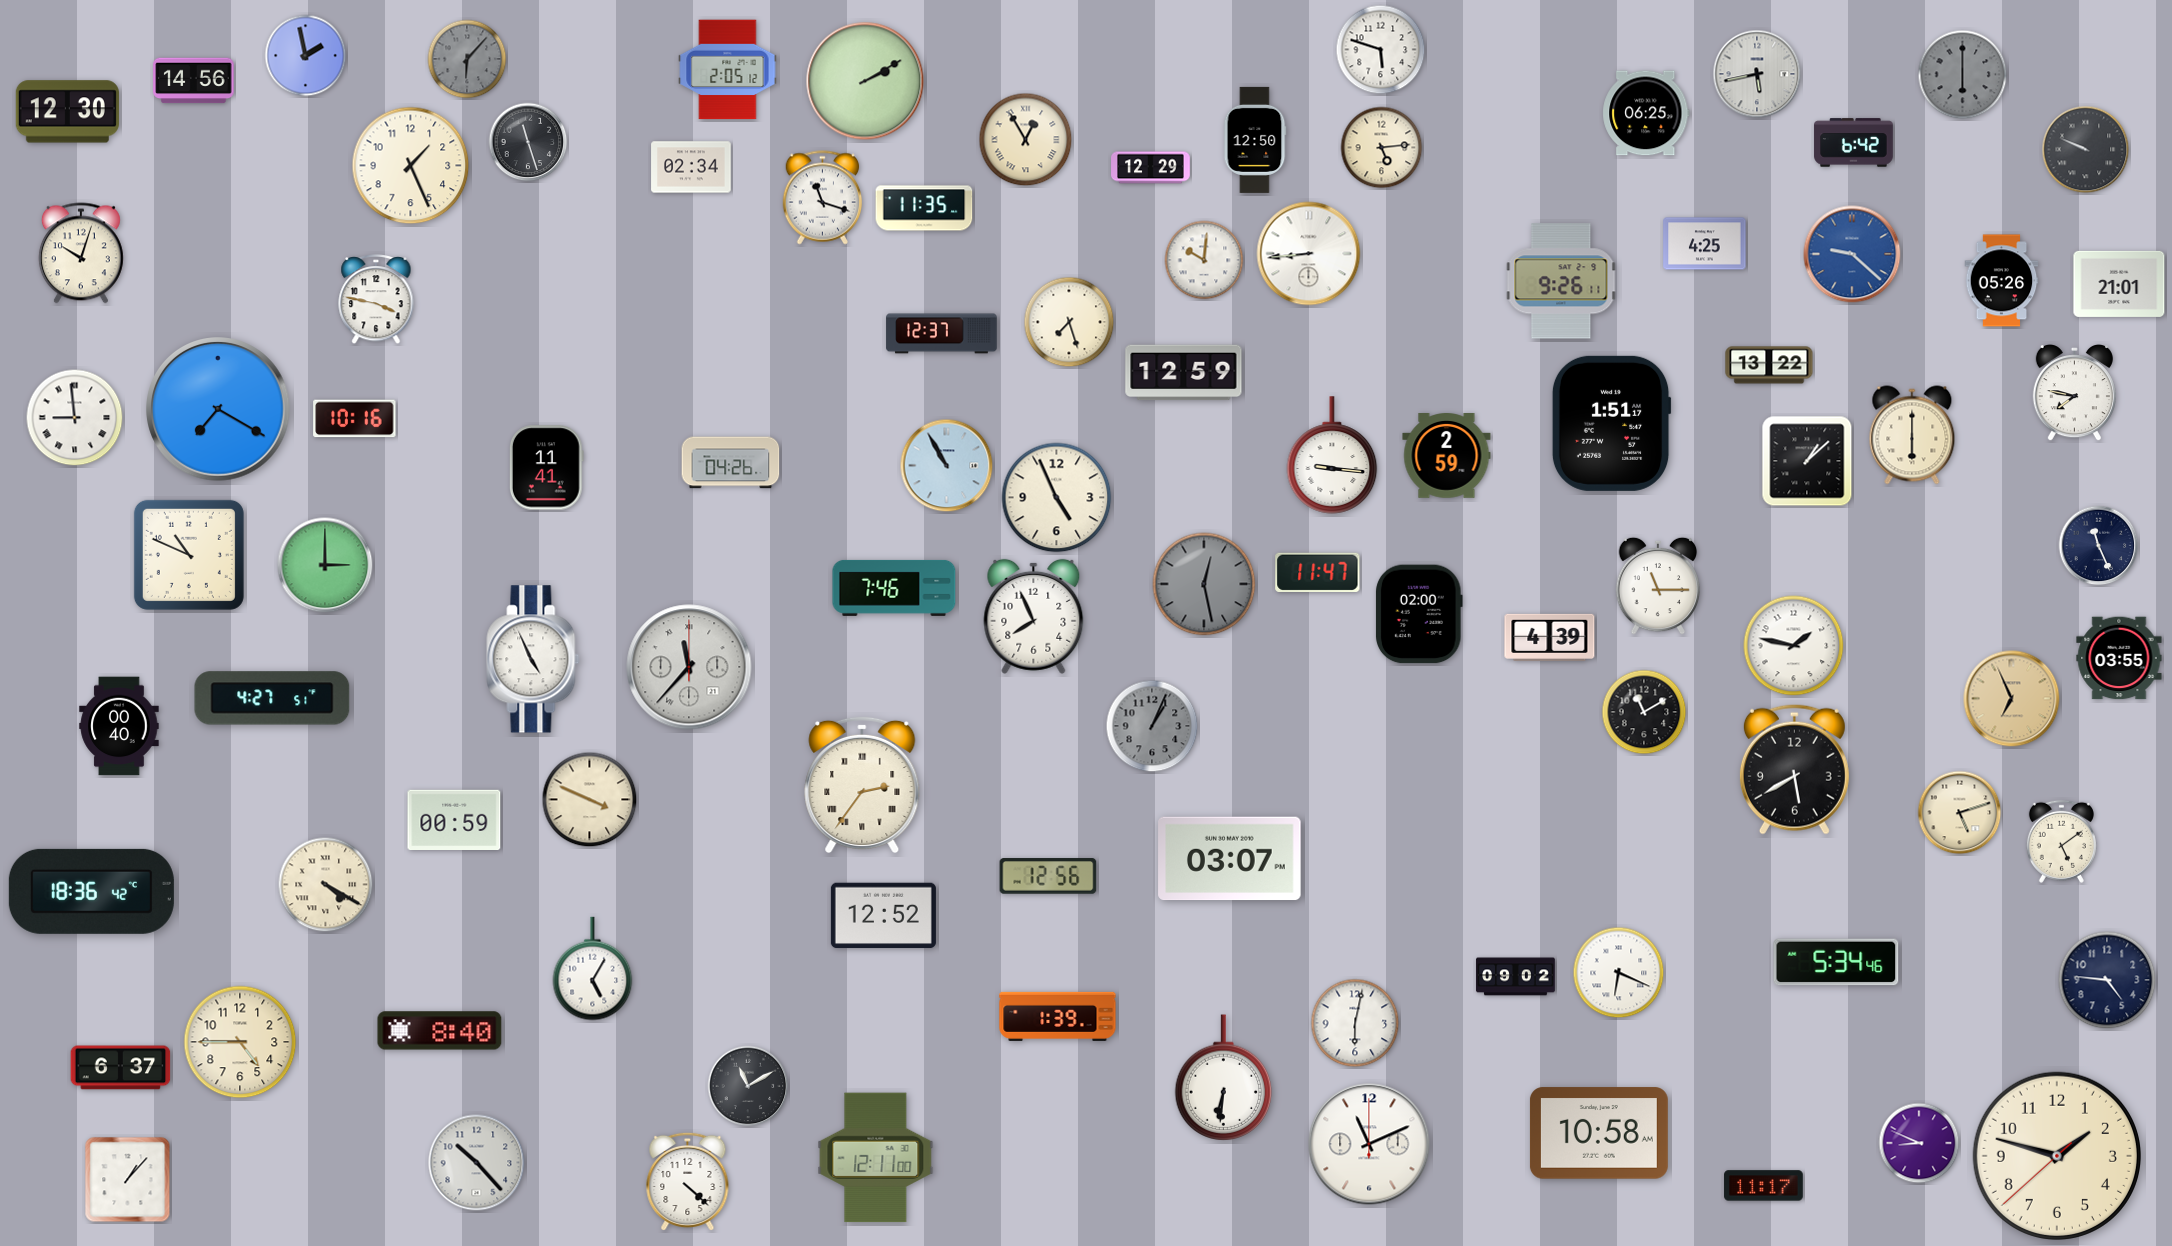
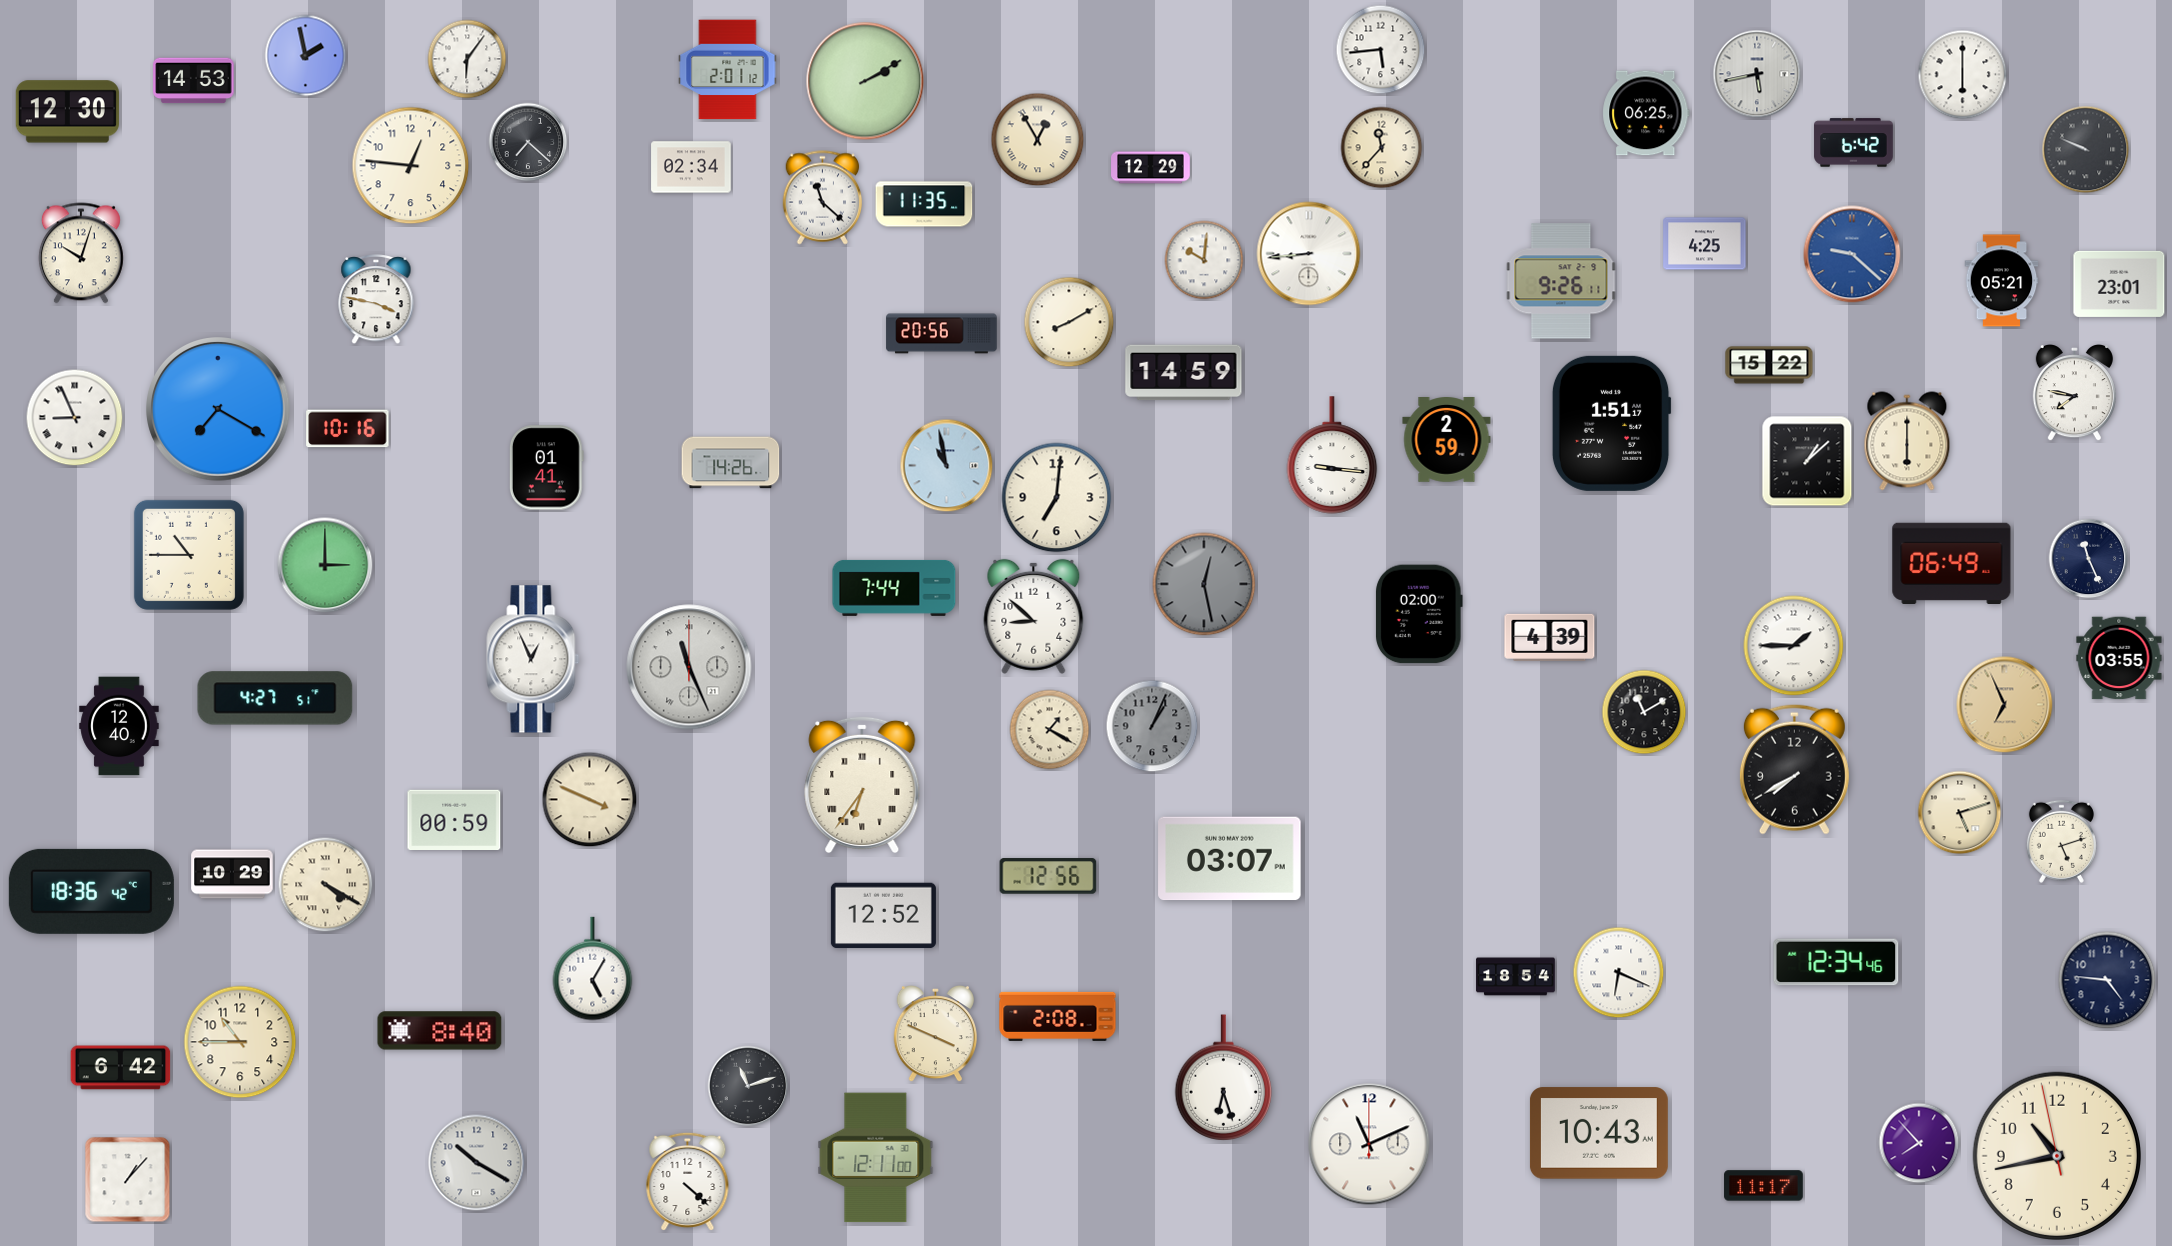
clock at (1381, 50): 5:48 -> 5:44
clock at (467, 59): 6:07 -> 6:06
clock at (467, 59) dial: grey -> white
clock at (728, 70): 2:05 -> 2:01
clock at (1963, 75) dial: grey -> white
clock at (194, 81): 14:56 -> 14:53
clock at (1026, 140) position: (1026, 140) -> (1038, 140)
clock at (1255, 140): 12:50 -> none
clock at (528, 142): 11:27 -> 7:22
clock at (1382, 148): 5:14 -> 11:37
clock at (411, 166): 1:26 -> 12:46
clock at (823, 198): 11:18 -> 11:22
clock at (924, 208) position: (924, 208) -> (924, 204)
clock at (2002, 281): 05:26 -> 05:21
clock at (2119, 284): 21:01 -> 23:01
clock at (1069, 322): 7:27 -> 8:10
clock at (942, 334): 12:37 -> 20:56
clock at (1769, 365): 13:22 -> 15:22
clock at (1184, 373): 12:59 -> 14:59
clock at (75, 418): 8:59 -> 8:56
clock at (355, 419) position: (355, 419) -> (348, 429)
clock at (1912, 435) position: (1912, 435) -> (1907, 441)
clock at (1447, 456) position: (1447, 456) -> (1447, 440)
clock at (731, 463): 04:26 -> 14:26
clock at (947, 466): 10:55 -> 10:58
clock at (546, 468): 11:41 -> 01:41
clock at (1057, 498): 4:56 -> 7:01
clock at (2099, 546) position: (2099, 546) -> (2089, 559)
clock at (189, 555): 10:49 -> 10:45
clock at (1952, 563): none -> 06:49
clock at (1318, 572): 11:47 -> none
clock at (1658, 586): 11:15 -> none
clock at (894, 588): 7:46 -> 7:44
clock at (1034, 616): 7:56 -> 8:52
clock at (1794, 646): 1:47 -> 1:45
clock at (533, 659): 4:56 -> 12:56
clock at (689, 667): 11:37 -> 11:26
clock at (272, 698) position: (272, 698) -> (275, 698)
clock at (2012, 699) position: (2012, 699) -> (2005, 705)
clock at (119, 726): 00:40 -> 12:40
clock at (1050, 730): none -> 1:20
clock at (1794, 769): 5:40 -> 7:40
clock at (862, 785): 2:36 -> 6:36
clock at (2061, 841): 5:09 -> 5:12
clock at (232, 874): none -> 10:29
clock at (1836, 962): 5:34 -> 12:34
clock at (1516, 977): 09:02 -> 18:54
clock at (1058, 1016): 1:39 -> 2:08
clock at (1355, 1023): 6:02 -> none
clock at (935, 1035): none -> 3:49
clock at (240, 1042): 4:45 -> 10:45
clock at (121, 1068): 6:37 -> 6:42
clock at (1224, 1077): 6:31 -> 6:27
clock at (748, 1086): 11:10 -> 11:12
clock at (1599, 1133): 10:58 -> 10:43
clock at (1919, 1143): 8:49 -> 7:53
clock at (2057, 1156): 1:47 -> 10:42
clock at (477, 1163): 10:23 -> 10:20
